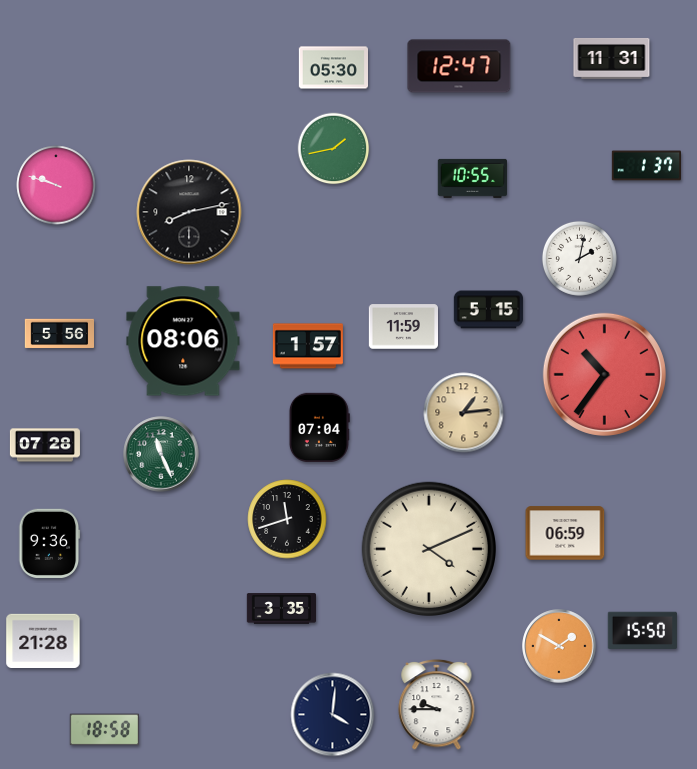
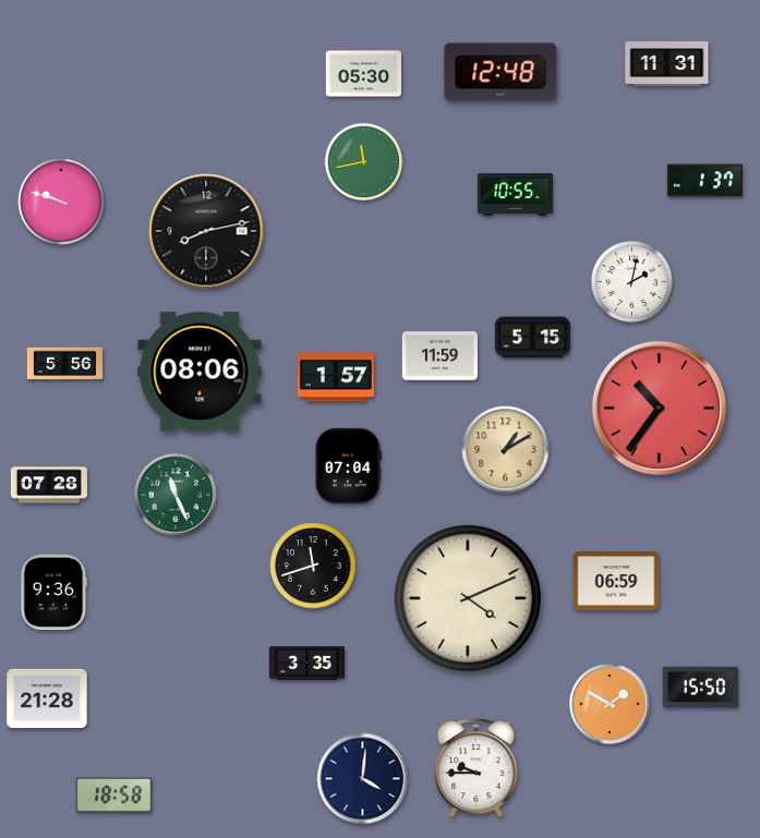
clock at (459, 66): 12:47 -> 12:48
clock at (334, 149): 1:43 -> 11:43
clock at (464, 413): 1:14 -> 1:10
